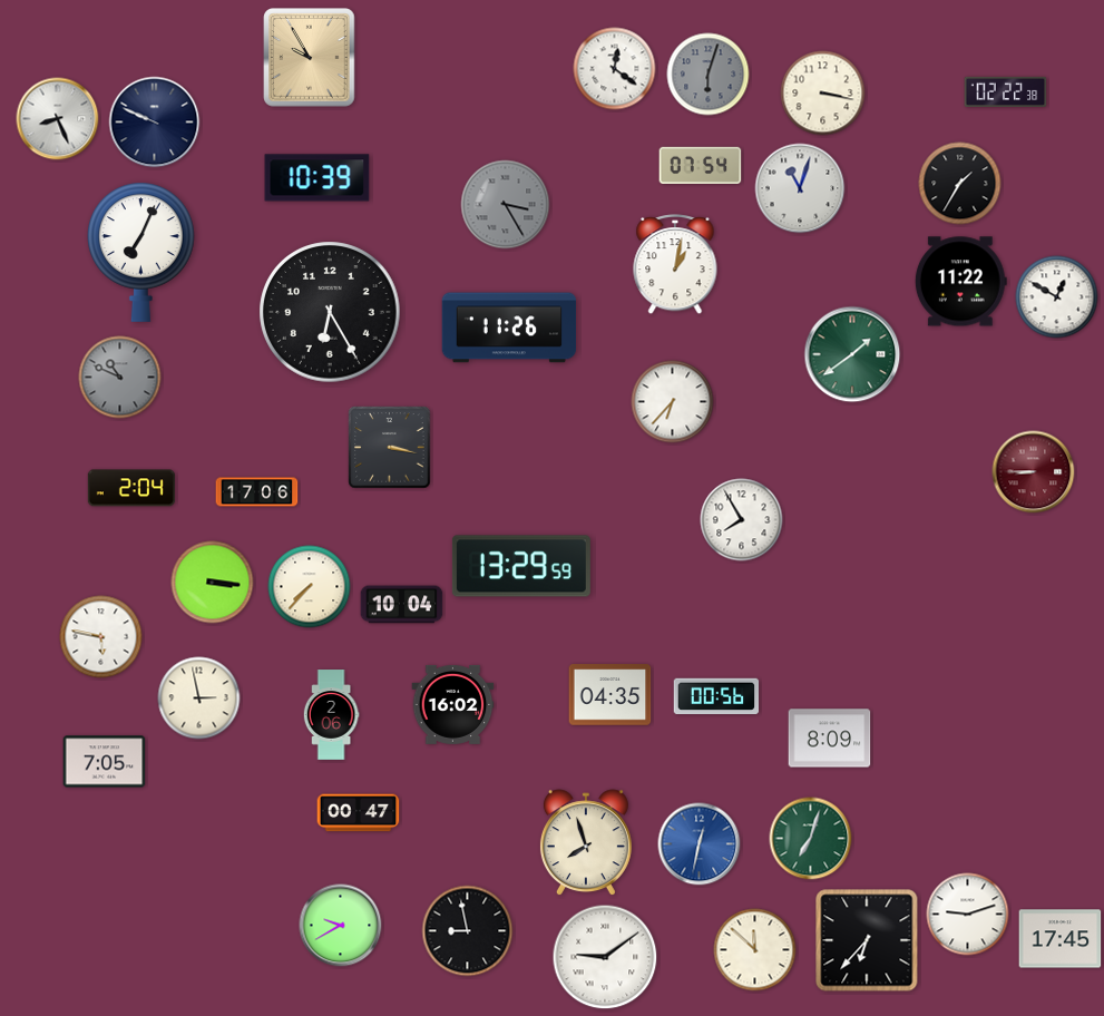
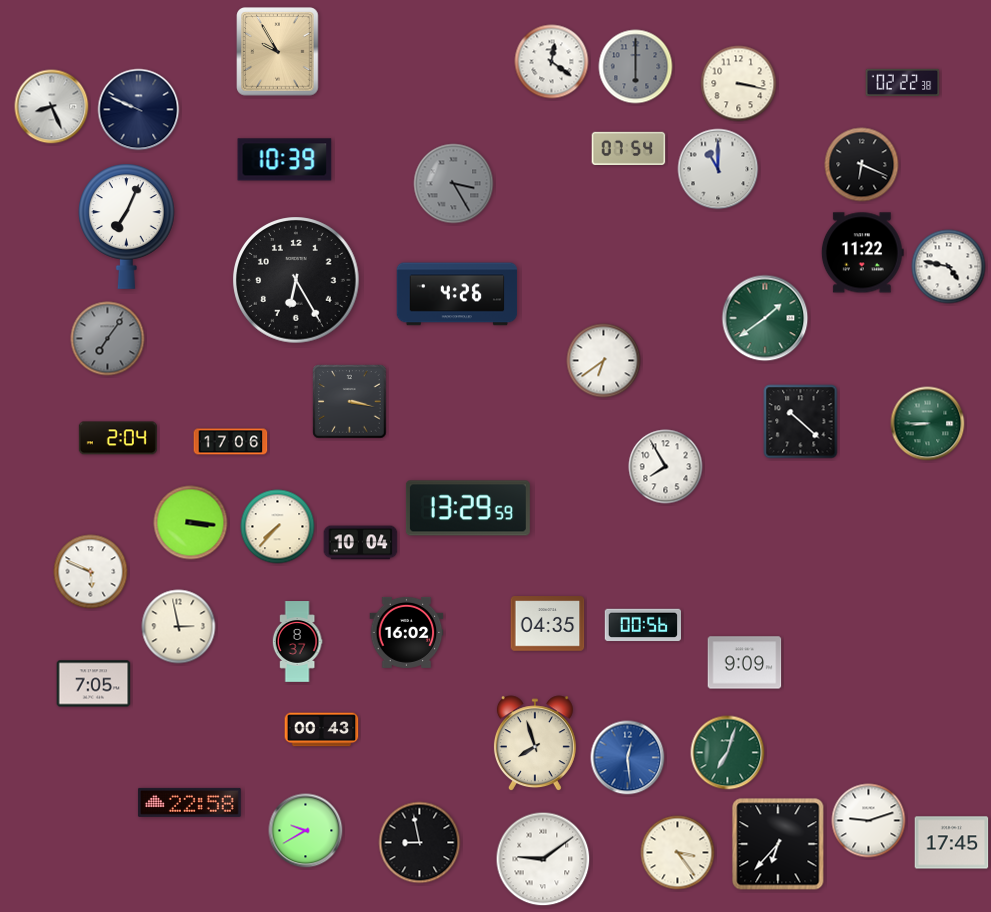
clock at (709, 75): 6:03 -> 6:00
clock at (960, 184): 1:35 -> 6:19
clock at (800, 188): 11:03 -> 11:00
clock at (675, 265): 1:02 -> none
clock at (1057, 297): 12:50 -> 4:47
clock at (509, 328): 11:26 -> 4:26
clock at (120, 378): 10:49 -> 7:06
clock at (673, 402): 6:37 -> 6:39
clock at (801, 422): none -> 10:22
clock at (1034, 472) dial: burgundy -> green
clock at (101, 637): 5:47 -> 5:49
clock at (331, 715): 2:06 -> 8:37
clock at (830, 739): 8:09 -> 9:09
clock at (359, 813): 00:47 -> 00:43
clock at (586, 843) position: (586, 843) -> (535, 744)
clock at (700, 844): 12:32 -> 12:29
clock at (189, 802): none -> 22:58
clock at (468, 931) position: (468, 931) -> (420, 843)
clock at (755, 950): 11:52 -> 3:24
